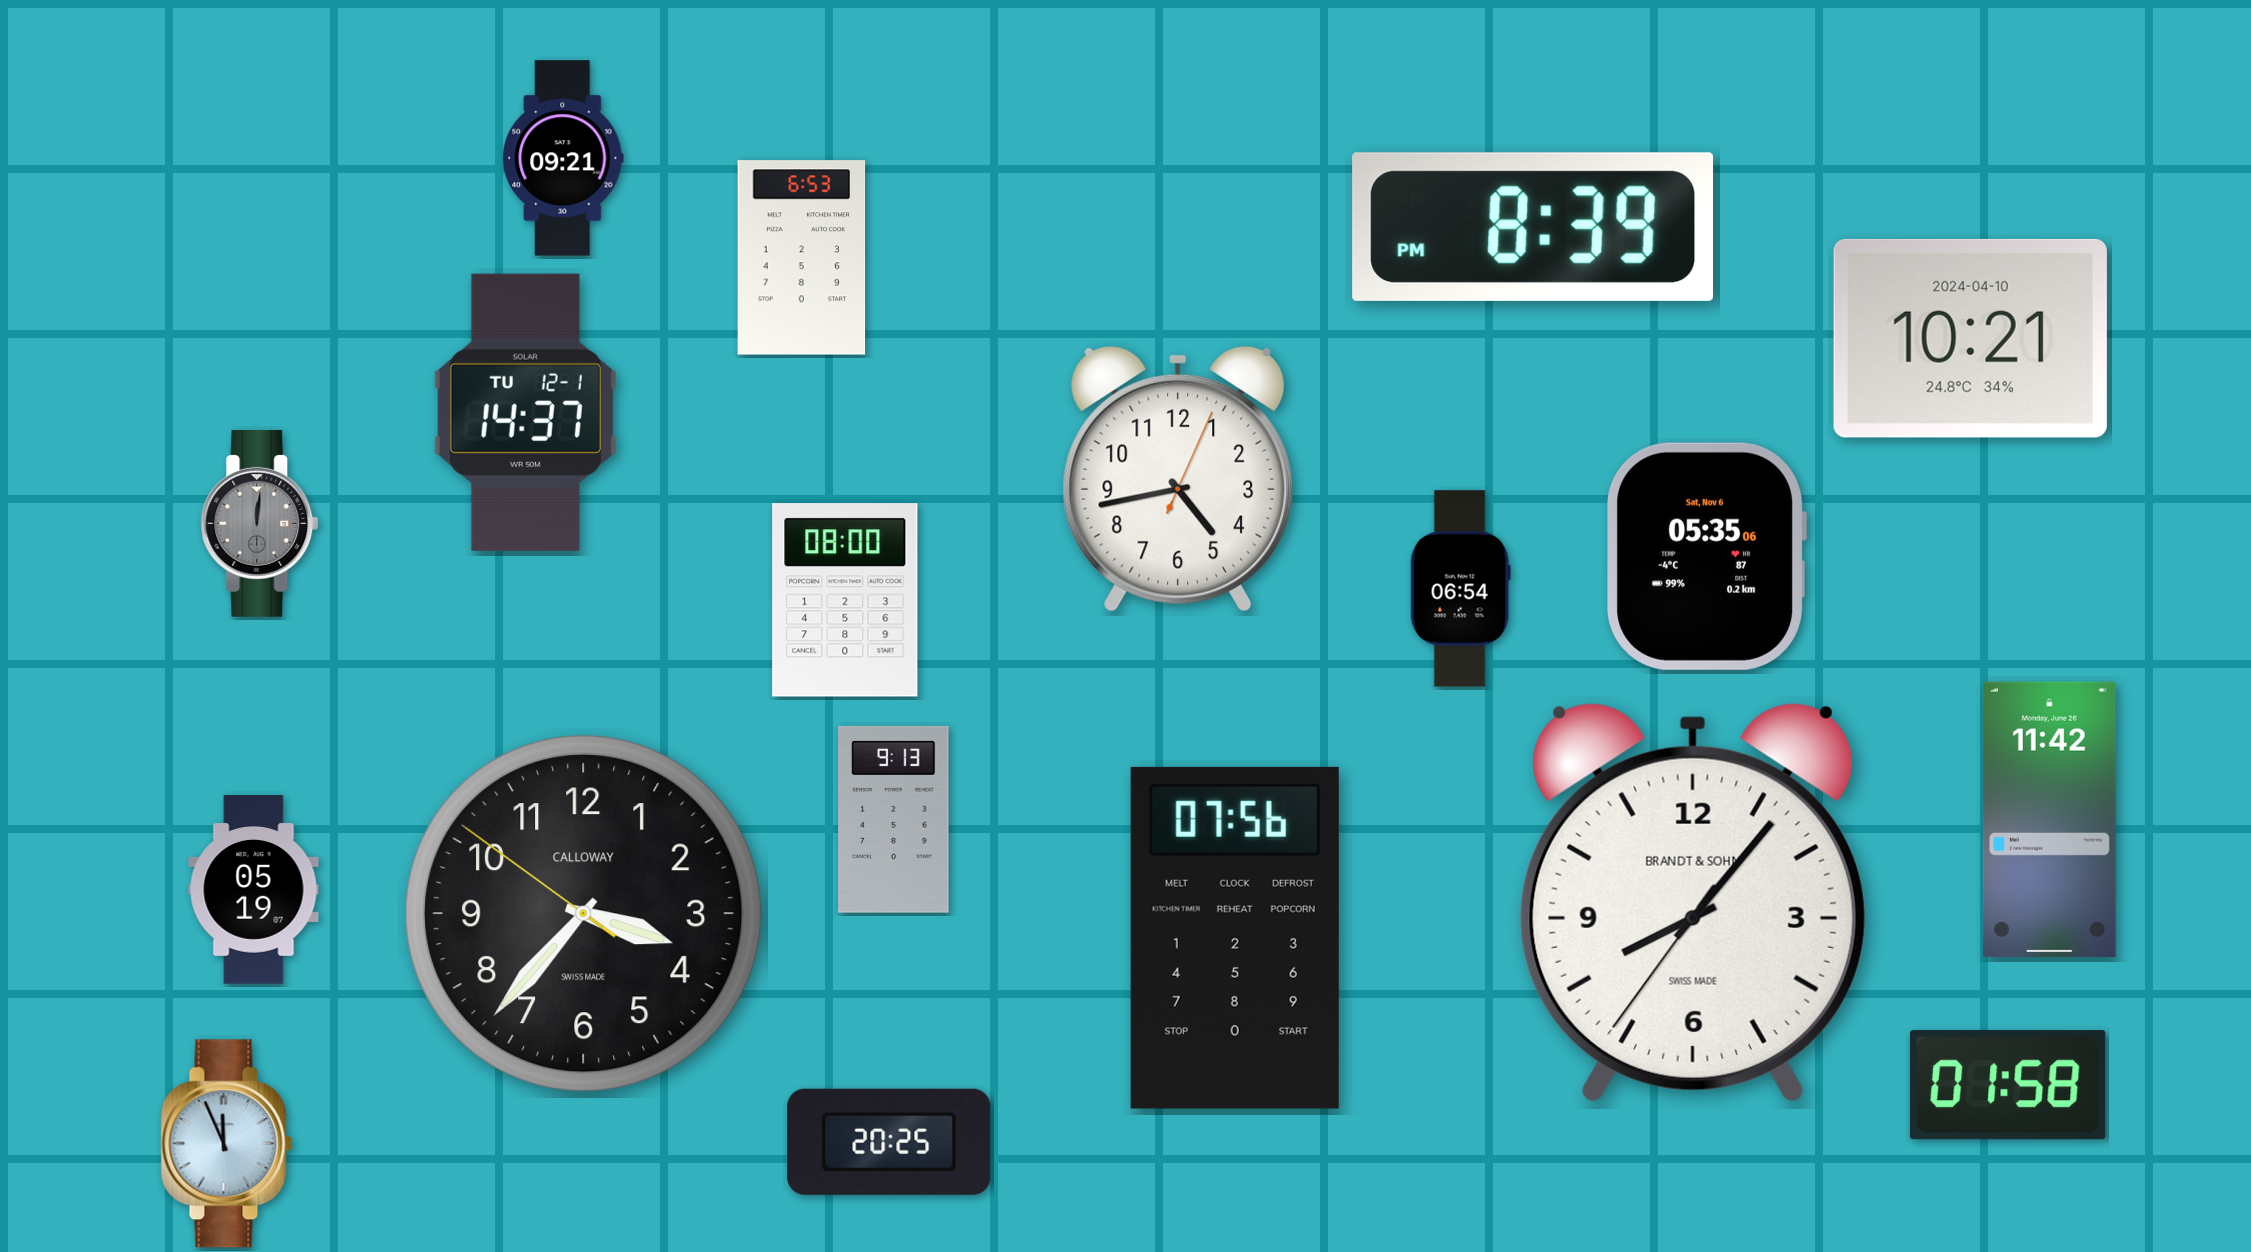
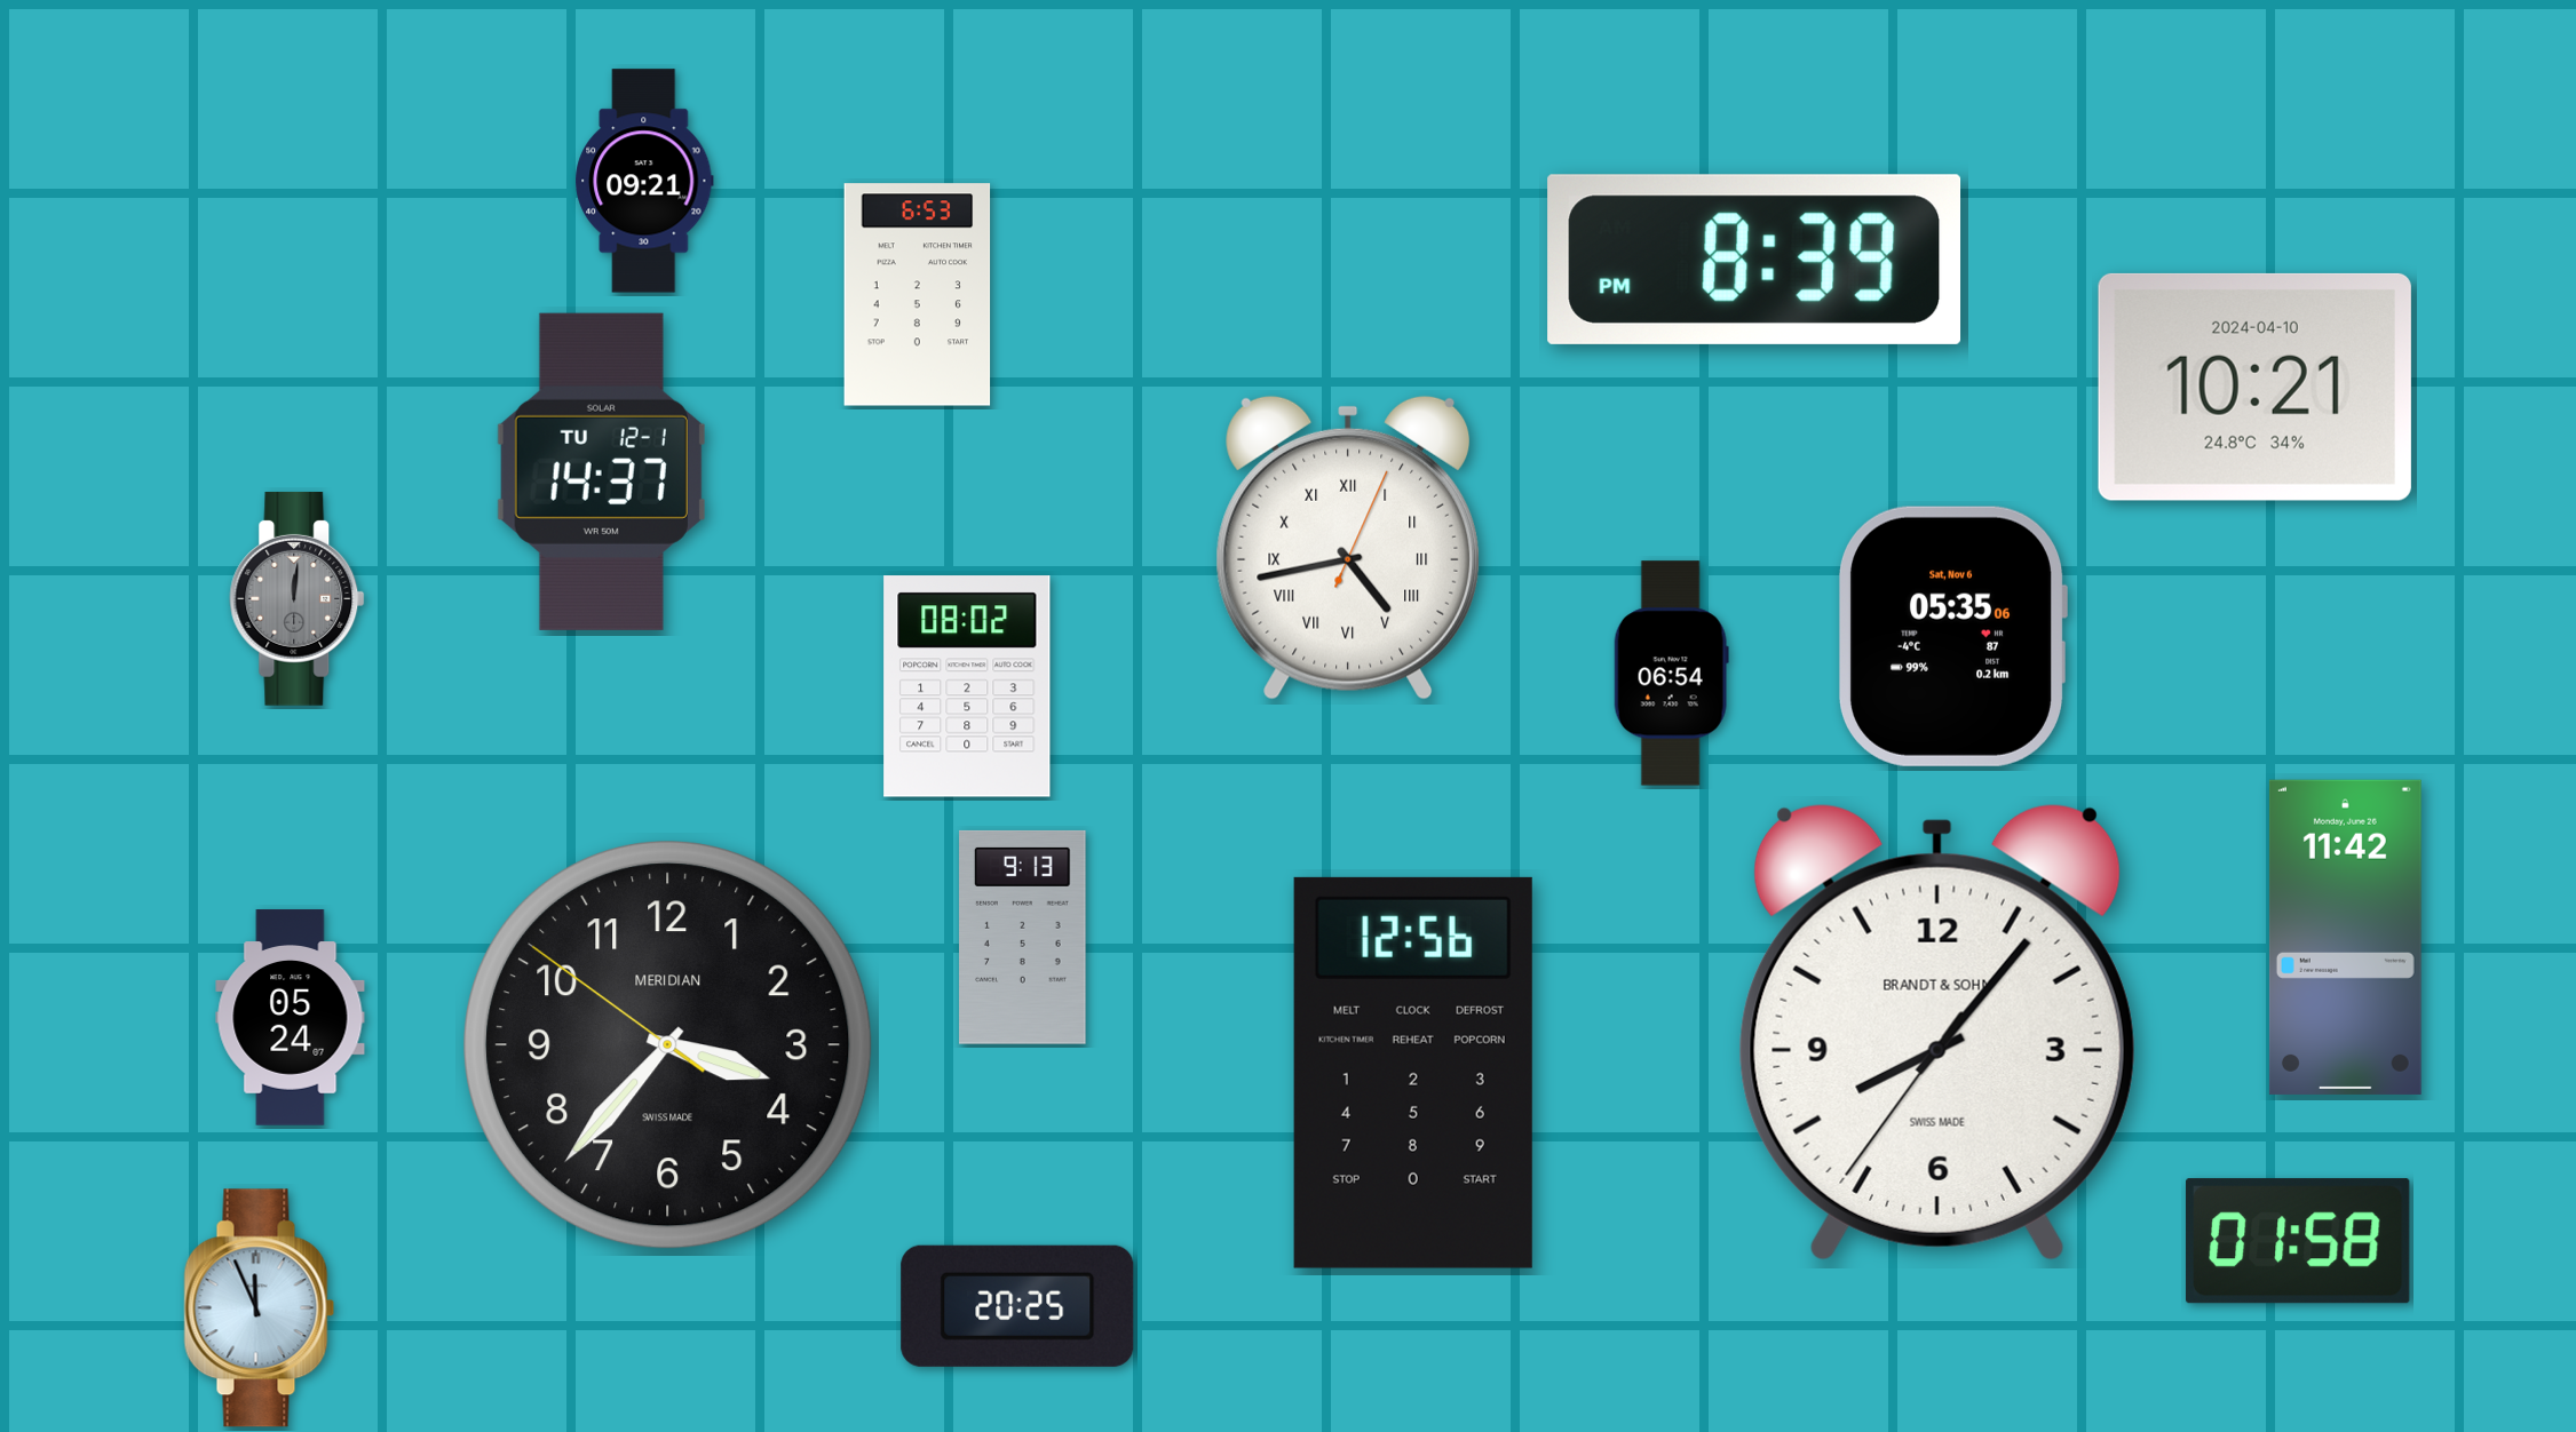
clock at (1178, 479) numerals: Arabic -> Roman
clock at (845, 600): 08:00 -> 08:02
clock at (254, 890): 05:19 -> 05:24
clock at (584, 914) brand: CALLOWAY -> MERIDIAN
clock at (1235, 938): 07:56 -> 12:56
